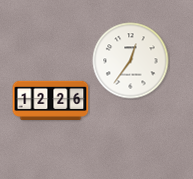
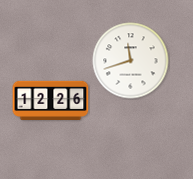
clock at (131, 61): 12:36 -> 11:42
